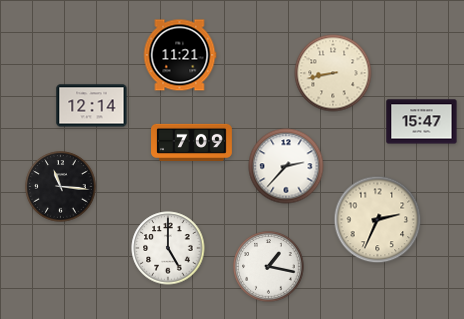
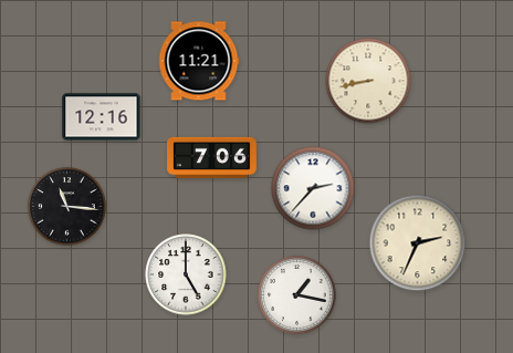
clock at (92, 106): 12:14 -> 12:16
clock at (422, 122): 15:47 -> none
clock at (192, 142): 7:09 -> 7:06
clock at (286, 166) position: (286, 166) -> (313, 188)
